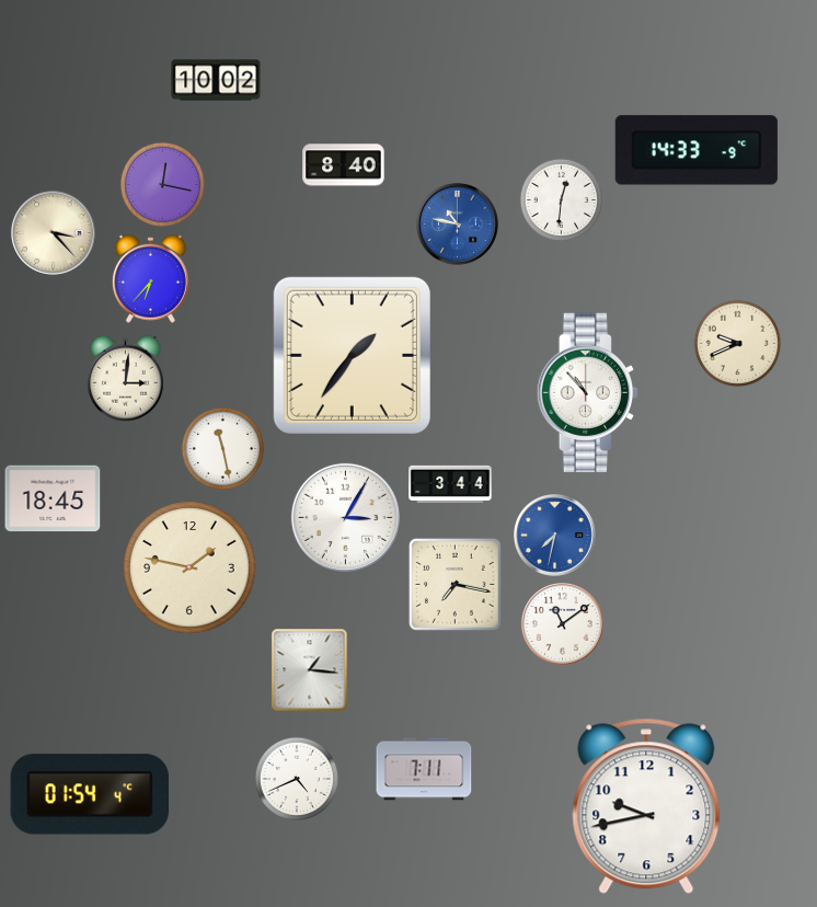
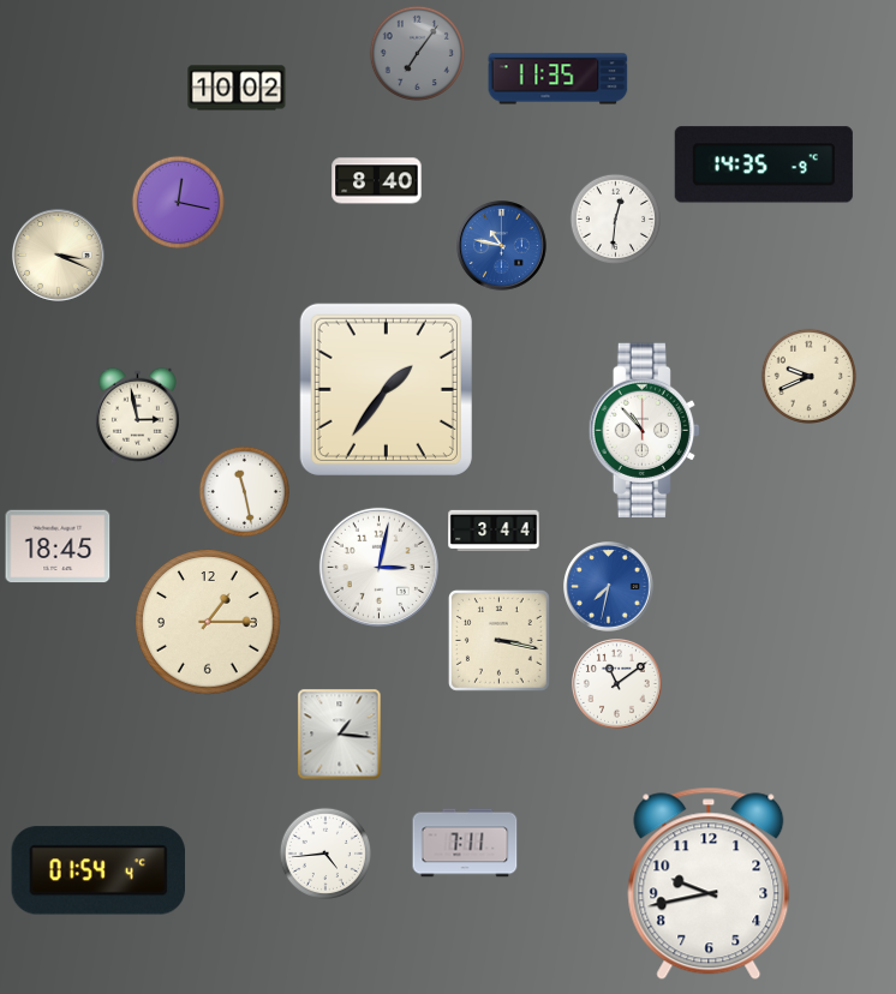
clock at (417, 53): none -> 7:06
clock at (558, 79): none -> 11:35
clock at (697, 150): 14:33 -> 14:35
clock at (53, 232): 3:23 -> 3:19
clock at (150, 278): 6:37 -> none
clock at (125, 379): 3:01 -> 2:58
clock at (345, 517): 3:05 -> 3:02
clock at (189, 567): 1:47 -> 1:15
clock at (454, 584): 7:17 -> 3:17
clock at (296, 778): 4:41 -> 4:44
